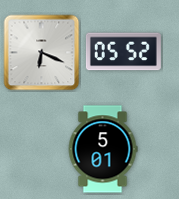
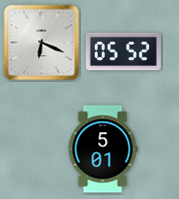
clock at (42, 53) position: (42, 53) -> (42, 43)
